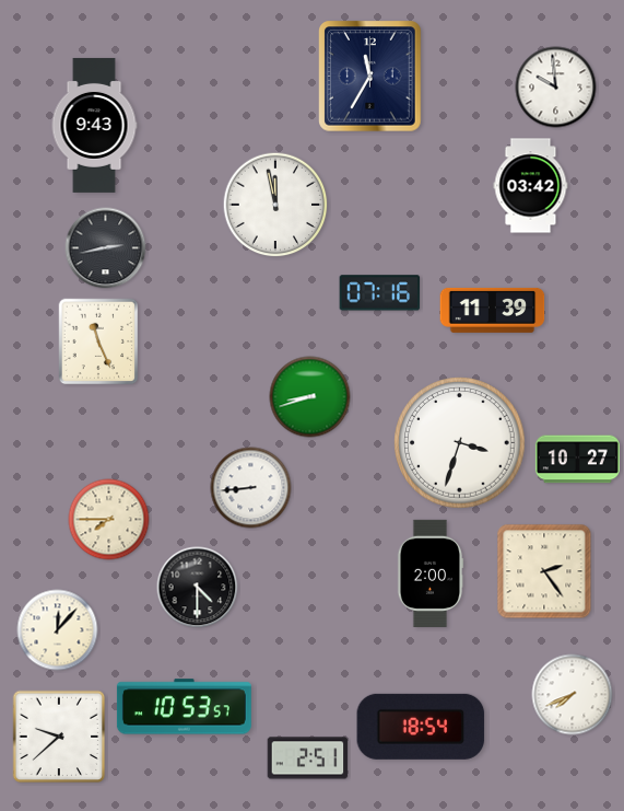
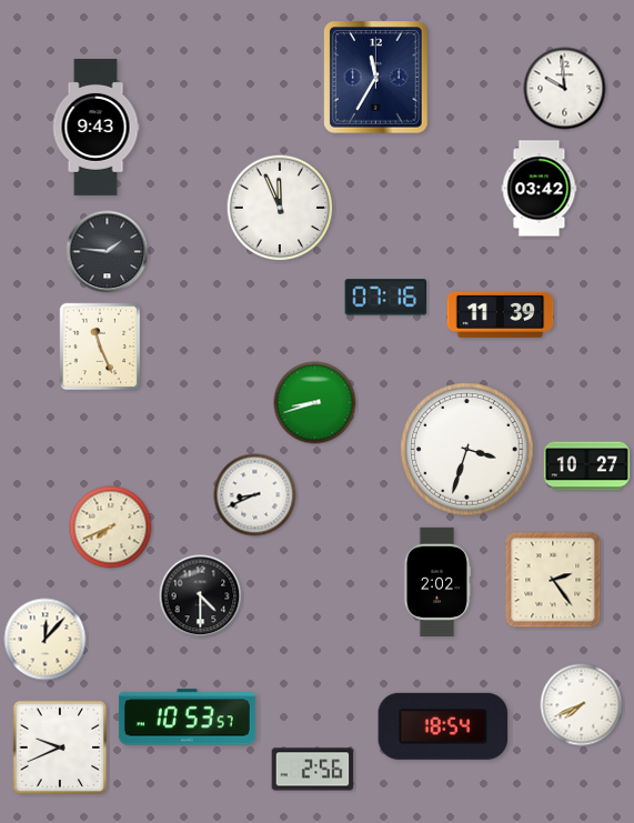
clock at (275, 205): 11:58 -> 11:56
clock at (106, 248): 2:43 -> 1:46
clock at (251, 488): 8:44 -> 8:41
clock at (109, 520): 7:45 -> 7:41
clock at (431, 574): 2:00 -> 2:02
clock at (58, 630) position: (58, 630) -> (46, 640)
clock at (421, 727) position: (421, 727) -> (443, 726)
clock at (59, 737): 9:38 -> 9:41
clock at (308, 758): 2:51 -> 2:56
